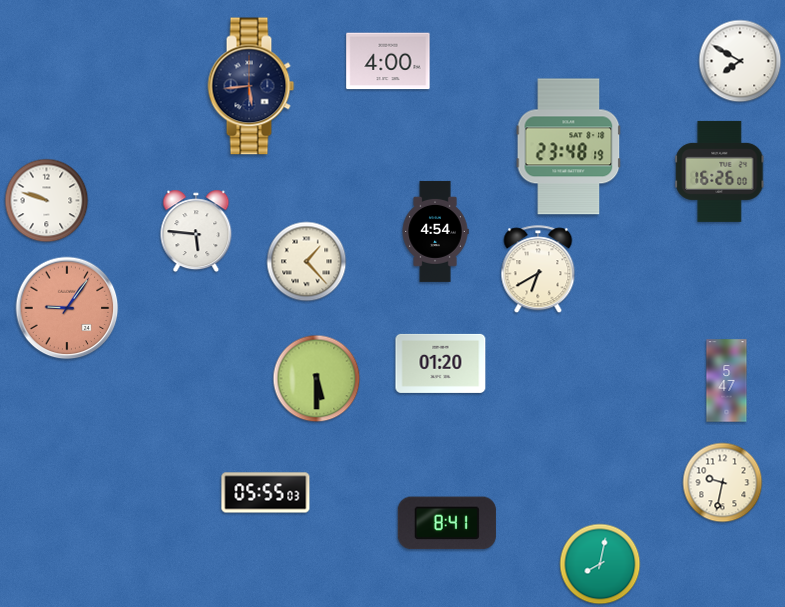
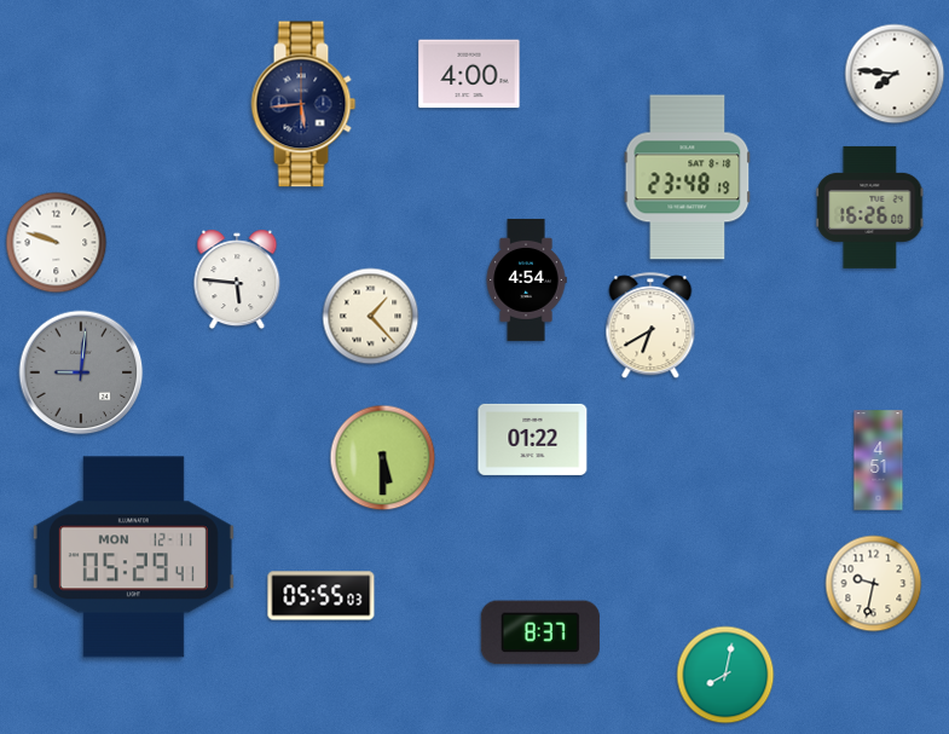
clock at (740, 61): 7:50 -> 7:46
clock at (67, 308): 9:06 -> 9:01
clock at (67, 308) dial: salmon -> grey
clock at (441, 363): 01:20 -> 01:22
clock at (727, 381): 5:47 -> 4:51
clock at (133, 557): none -> 05:29
clock at (447, 523): 8:41 -> 8:37
clock at (600, 564) position: (600, 564) -> (725, 675)
